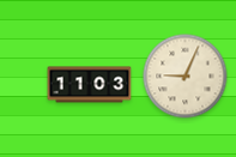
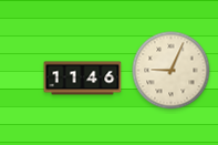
clock at (90, 85): 11:03 -> 11:46
